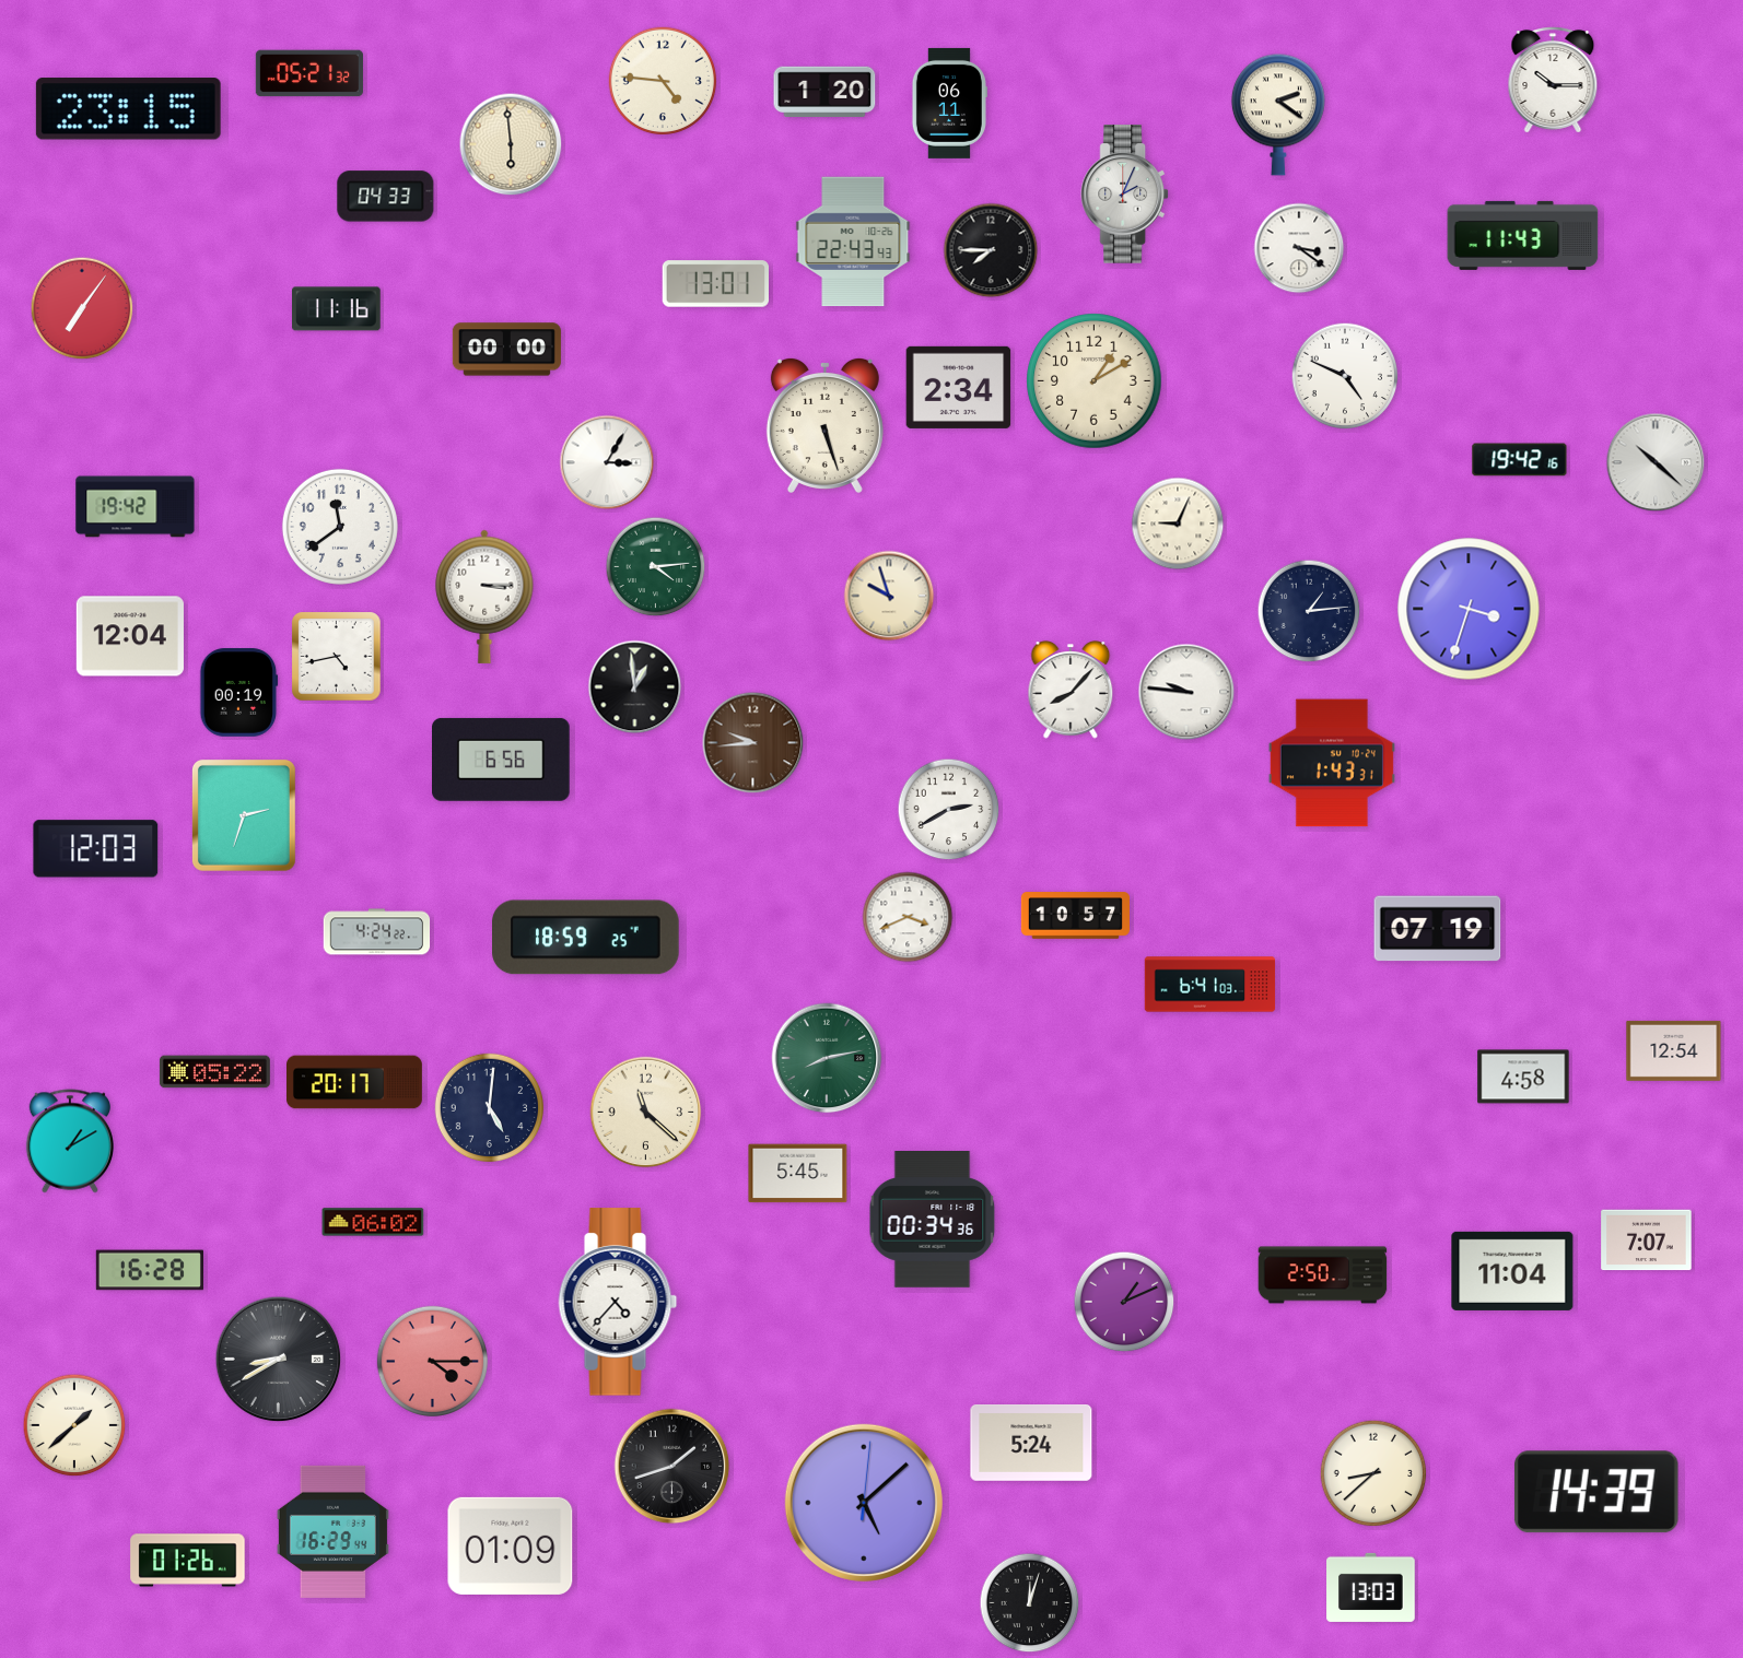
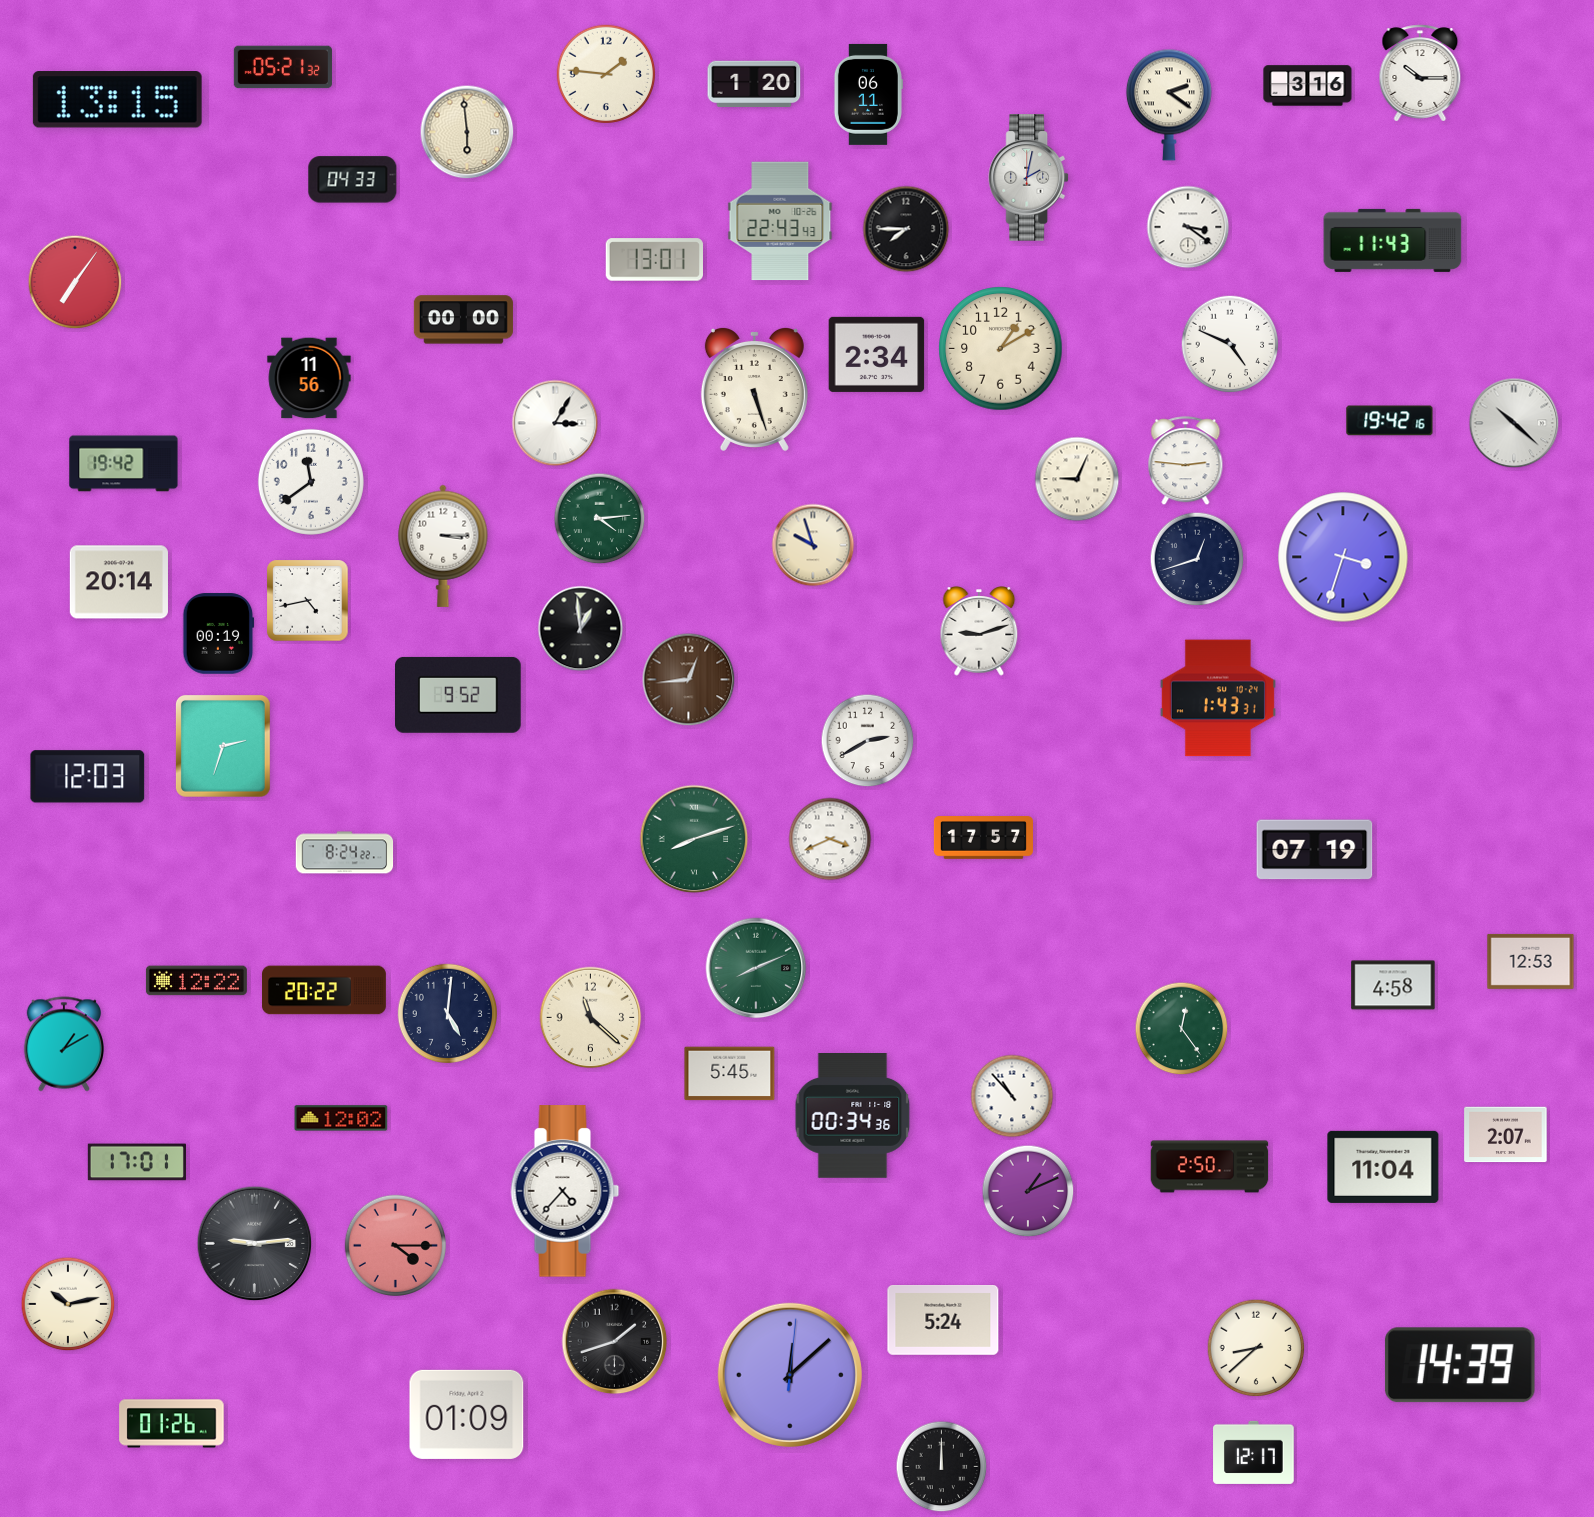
clock at (663, 81): 4:46 -> 1:46
clock at (1308, 86): none -> 3:16
clock at (128, 109): 23:15 -> 13:15
clock at (1124, 195): 2:04 -> 2:02
clock at (1523, 235) position: (1523, 235) -> (1393, 240)
clock at (337, 309): 11:16 -> none
clock at (309, 378): none -> 11:56
clock at (1186, 461): none -> 2:46
clock at (1309, 611): 1:14 -> 12:42
clock at (130, 636): 12:04 -> 20:14
clock at (1071, 690): 8:07 -> 9:12
clock at (1186, 692): 9:46 -> none
clock at (753, 743): 9:44 -> 12:44
clock at (501, 760): 6:56 -> 9:52
clock at (1075, 916): 10:57 -> 17:57
clock at (694, 839): none -> 8:12
clock at (377, 932): 4:24 -> 8:24
clock at (586, 938): 18:59 -> none
clock at (1210, 985): 6:41 -> none
clock at (1674, 1050): 12:54 -> 12:53
clock at (827, 1058): 8:13 -> 8:11
clock at (214, 1072): 05:22 -> 12:22
clock at (355, 1082): 20:17 -> 20:22
clock at (1182, 1029): none -> 12:24
clock at (1012, 1096): none -> 10:53
clock at (373, 1222): 06:02 -> 12:02
clock at (1647, 1240): 7:07 -> 2:07
clock at (150, 1270): 16:28 -> 17:01
clock at (1512, 1271) position: (1512, 1271) -> (1383, 1167)
clock at (279, 1360): 8:40 -> 9:14
clock at (74, 1425): 1:38 -> 10:13
clock at (864, 1503): 5:08 -> 12:08
clock at (332, 1531): 16:29 -> none
clock at (188, 1561) position: (188, 1561) -> (172, 1424)
clock at (1371, 1587): 13:03 -> 12:17
clock at (1030, 1603): 12:03 -> 12:00
